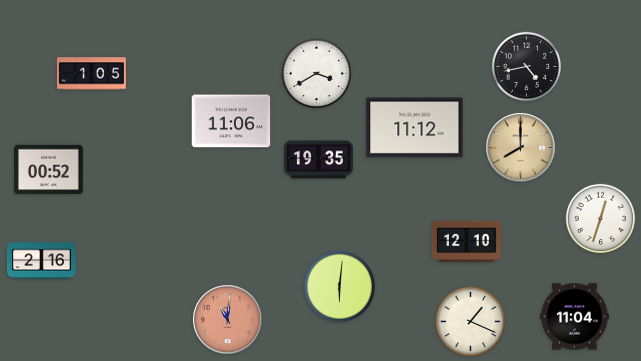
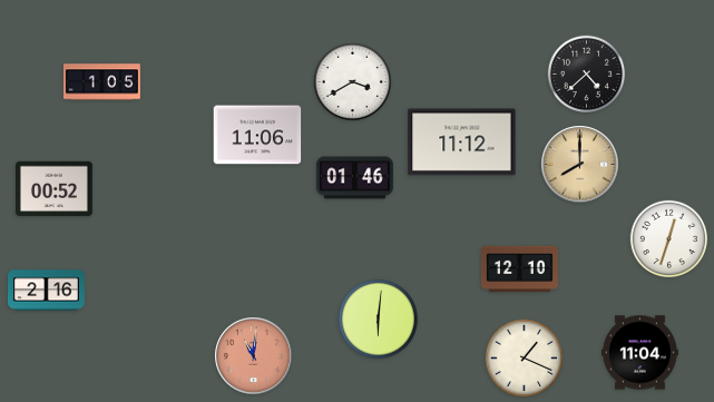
clock at (527, 67): 4:43 -> 4:38
clock at (318, 160): 19:35 -> 01:46
clock at (601, 219) position: (601, 219) -> (669, 239)
